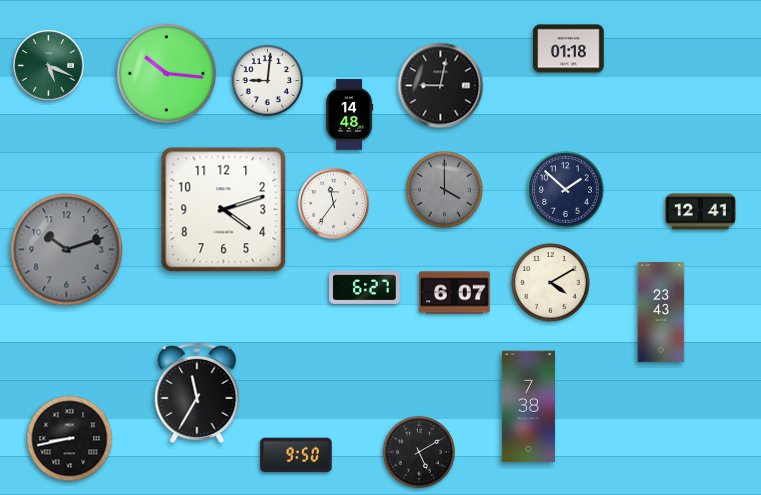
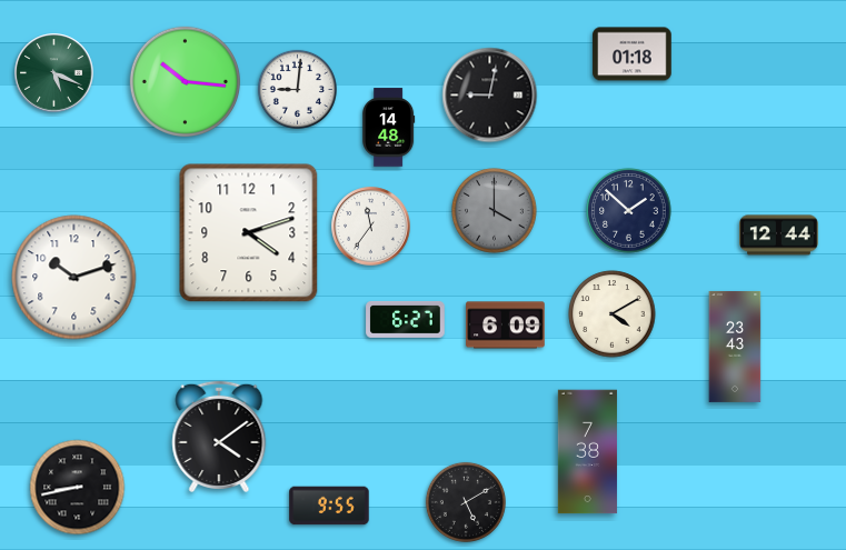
clock at (701, 212): 12:41 -> 12:44
clock at (67, 250) dial: grey -> white
clock at (455, 293): 6:07 -> 6:09
clock at (197, 392): 11:35 -> 4:09
clock at (296, 455): 9:50 -> 9:55
